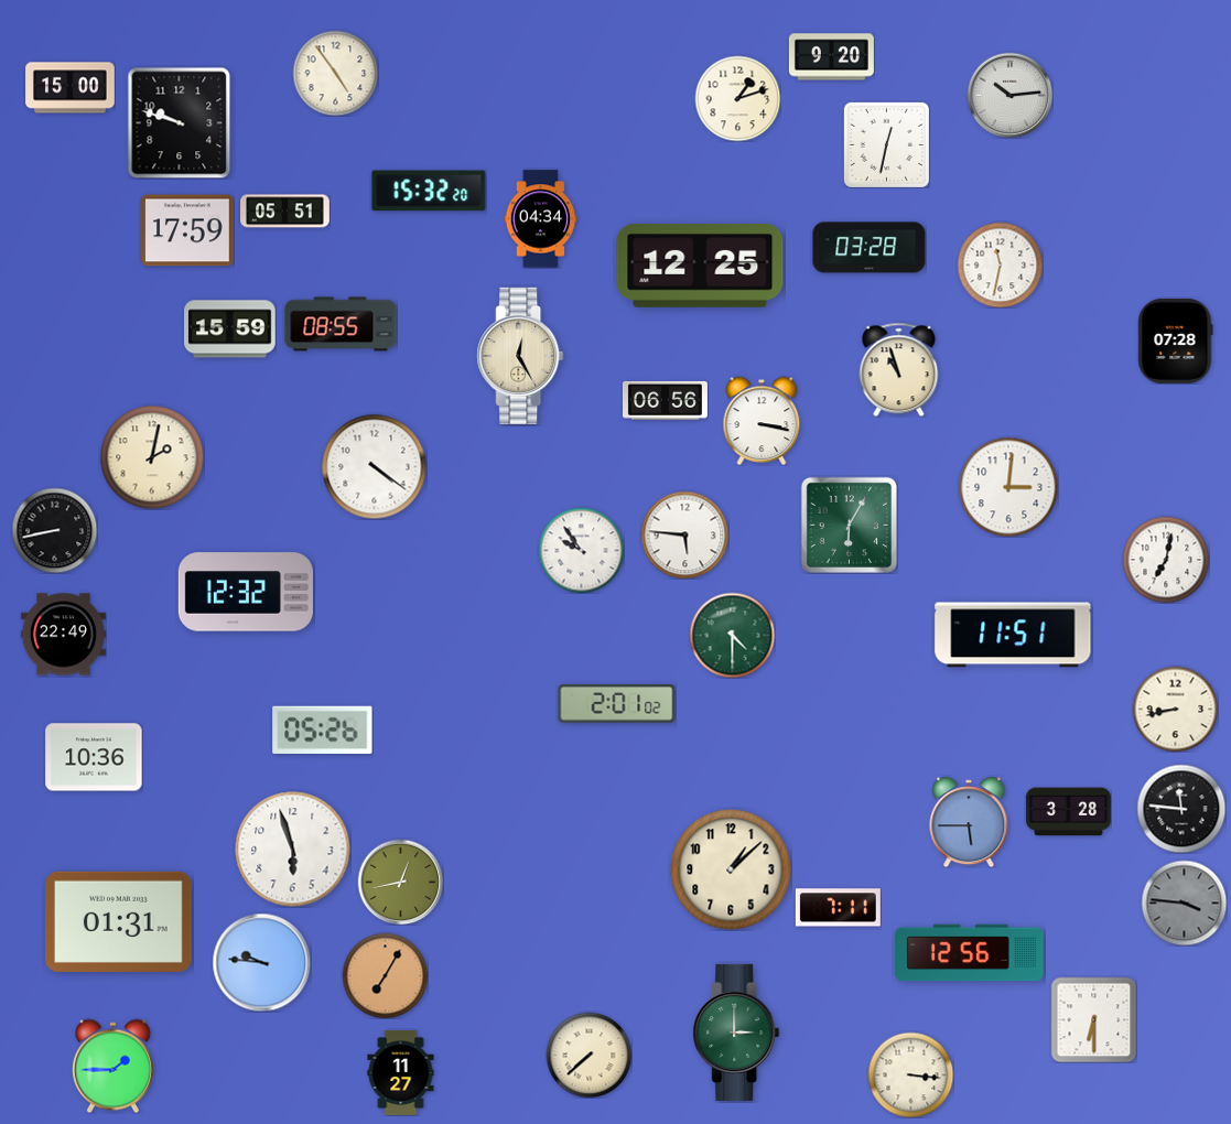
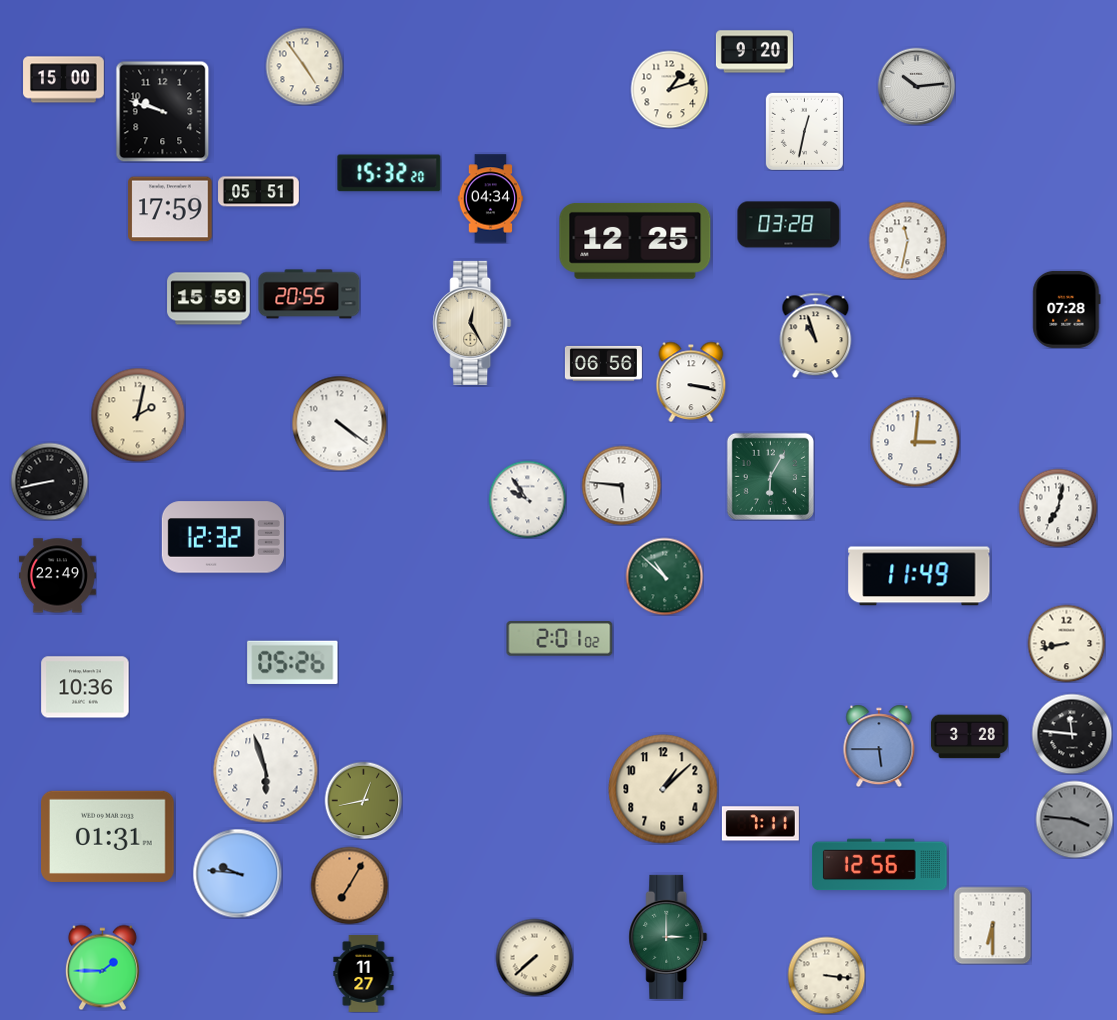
clock at (341, 324): 08:55 -> 20:55
clock at (732, 635): 4:30 -> 10:52
clock at (1013, 635): 11:51 -> 11:49
